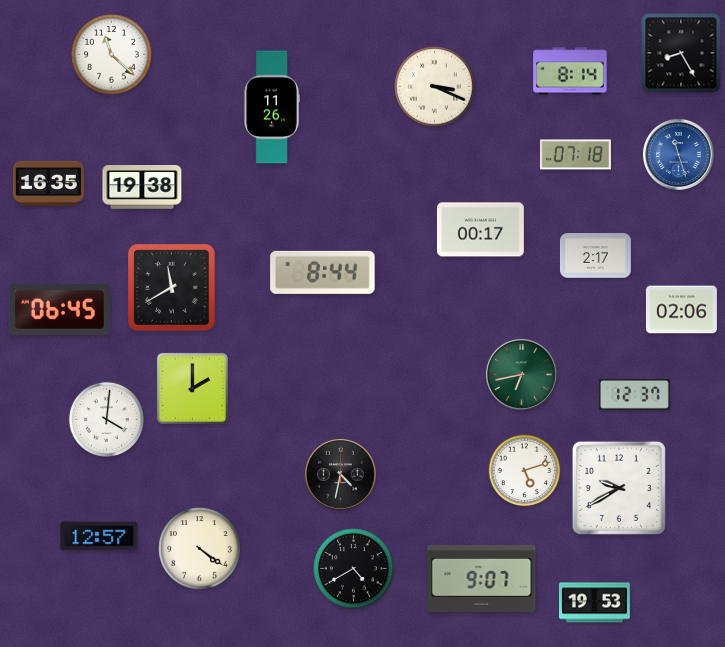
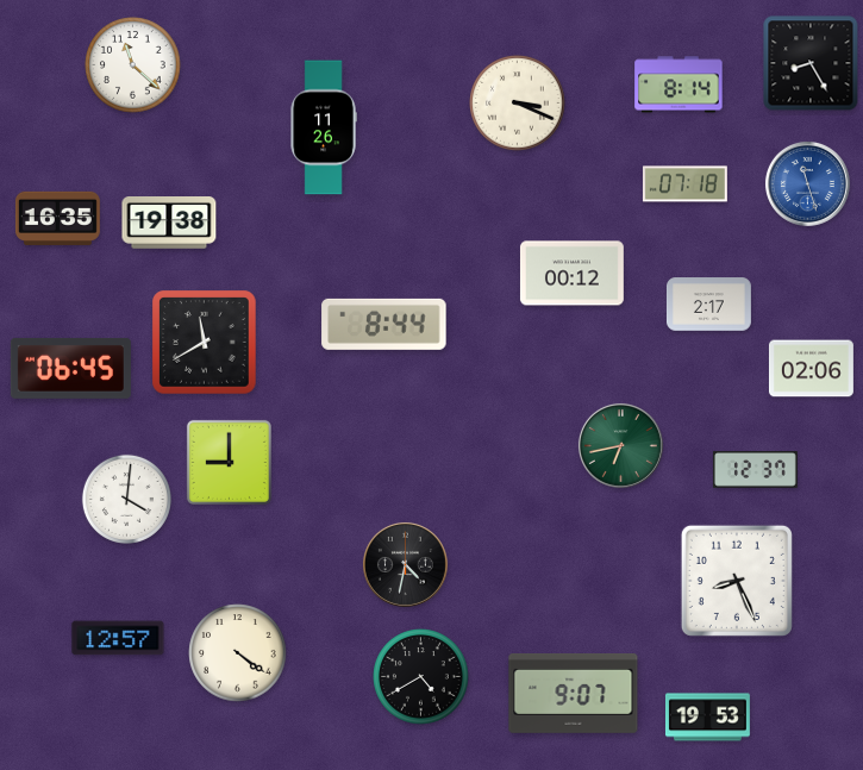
clock at (480, 230): 00:17 -> 00:12
clock at (192, 388): 2:00 -> 9:00
clock at (525, 471): 5:12 -> none
clock at (619, 488): 9:40 -> 8:26
clock at (482, 579) position: (482, 579) -> (574, 694)
